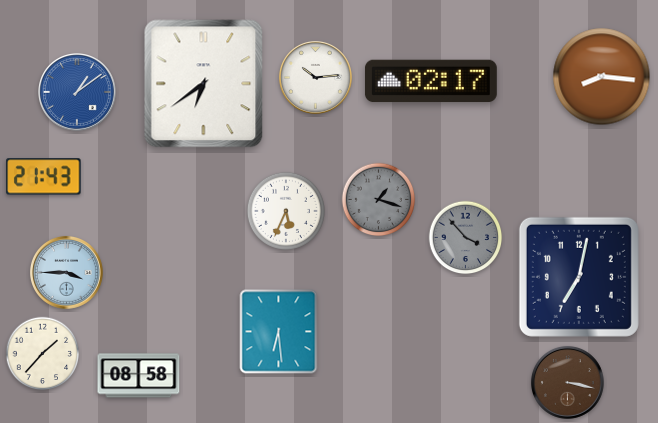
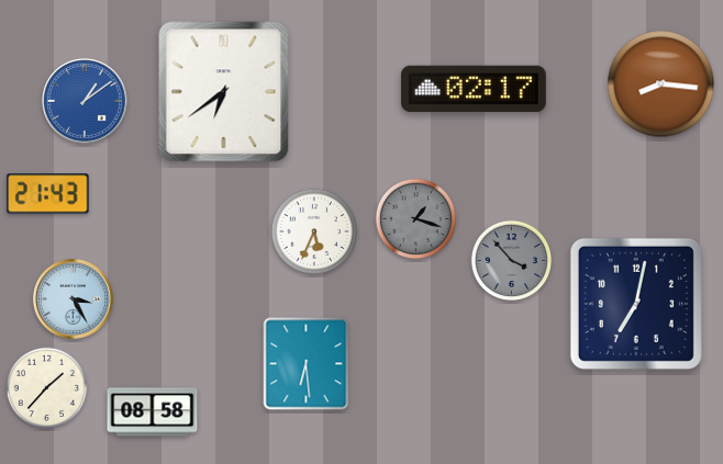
clock at (315, 77): 10:14 -> none
clock at (66, 272): 3:45 -> 3:25
clock at (567, 382): 3:17 -> none
